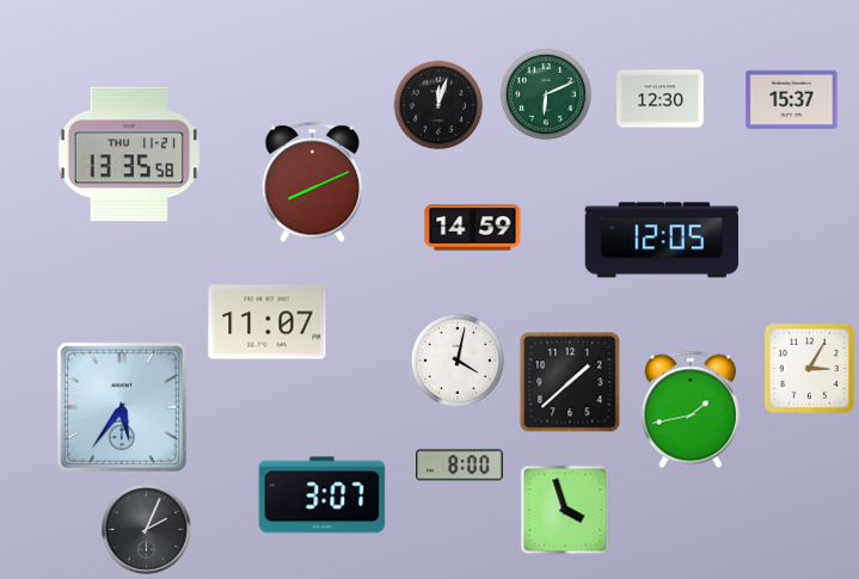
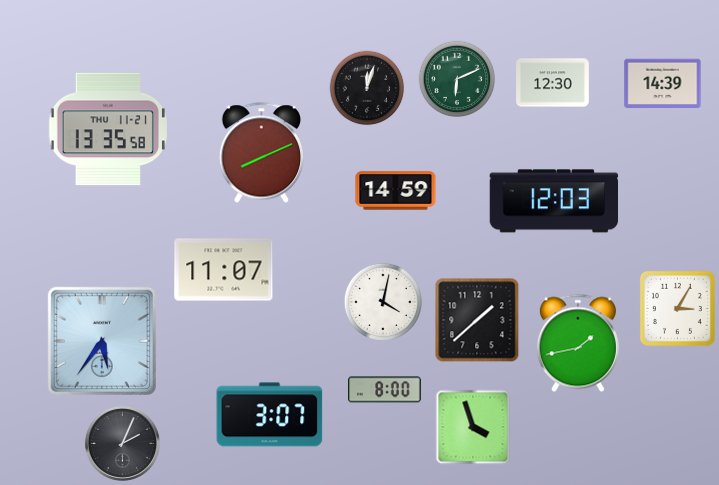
clock at (792, 100): 15:37 -> 14:39
clock at (661, 240): 12:05 -> 12:03
